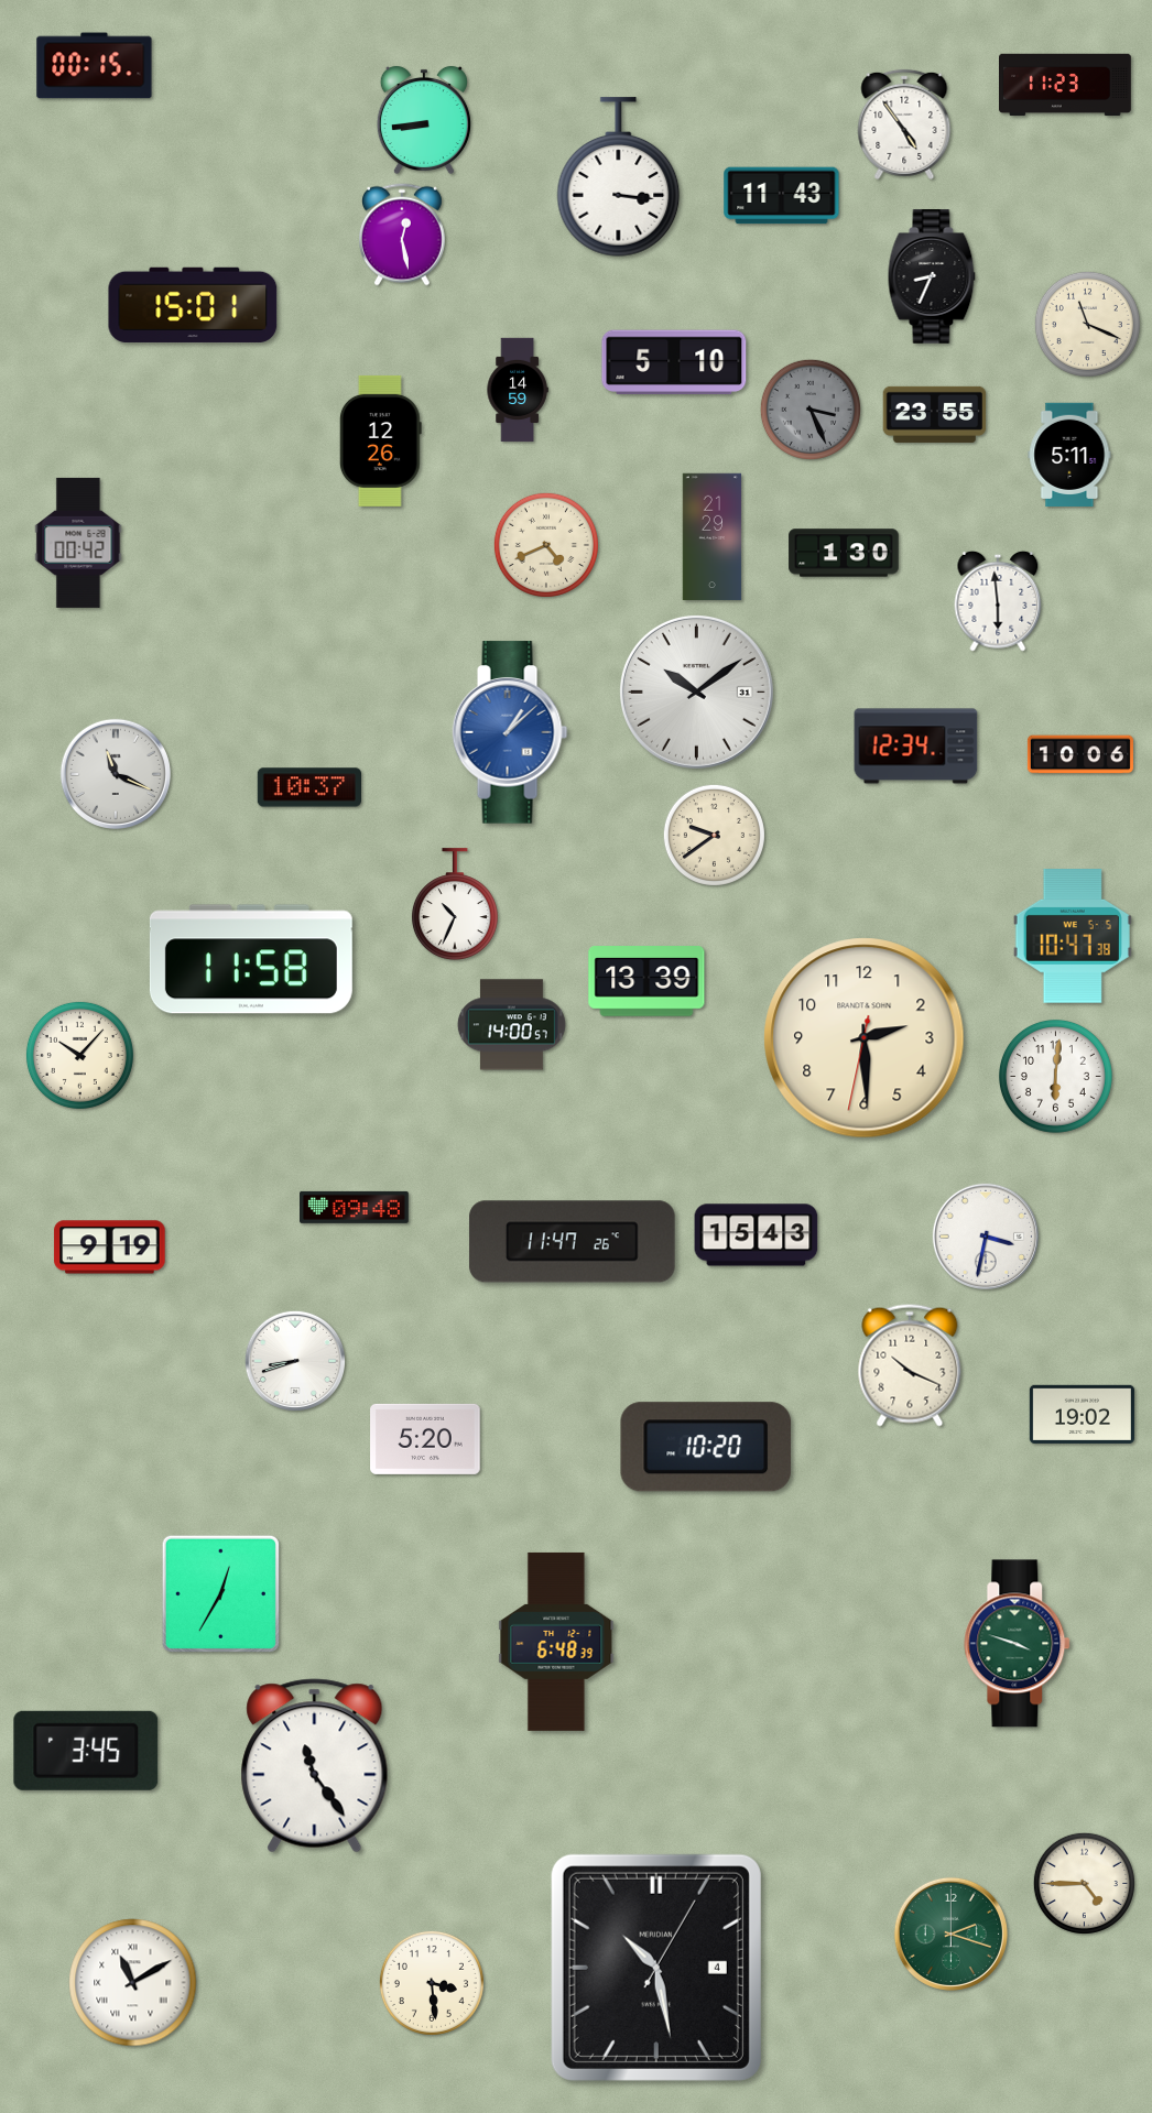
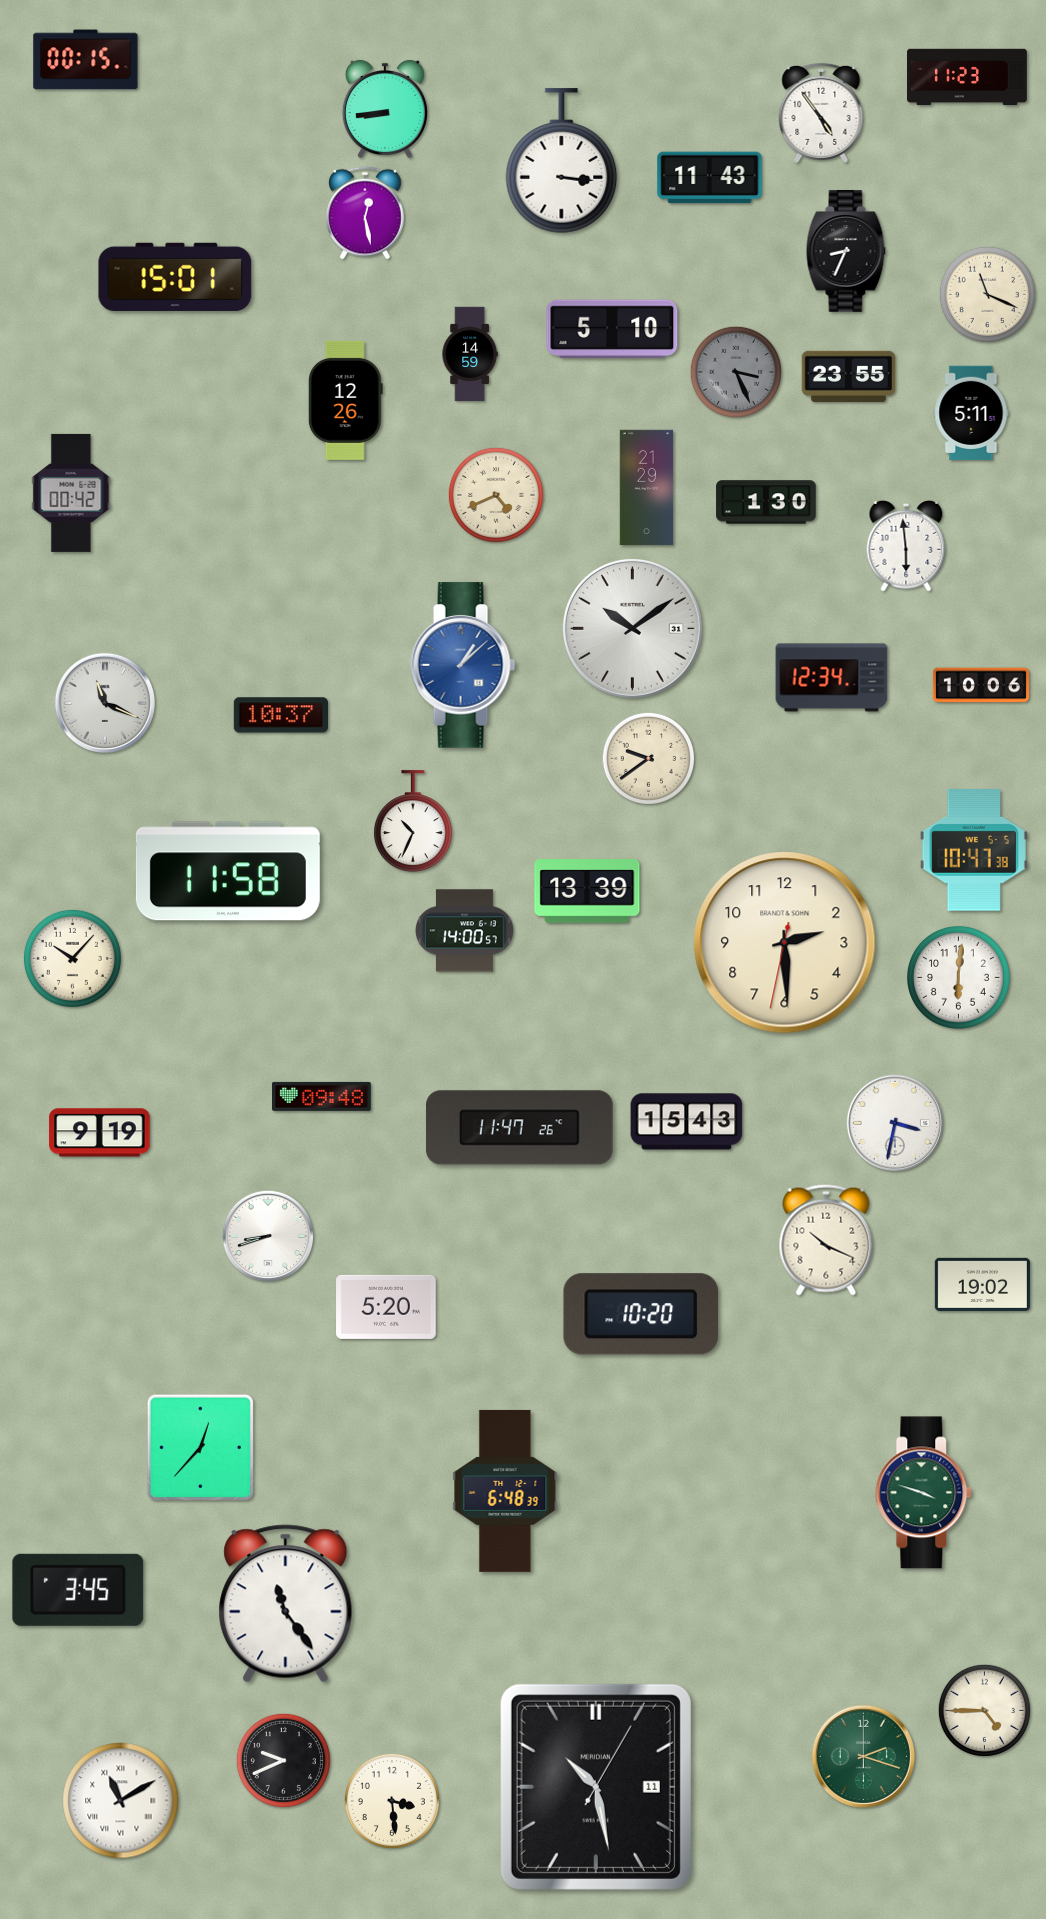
clock at (220, 1593): 12:35 -> 12:37
clock at (283, 1760): none -> 9:41
clock at (656, 1968) date: 4 -> 11
